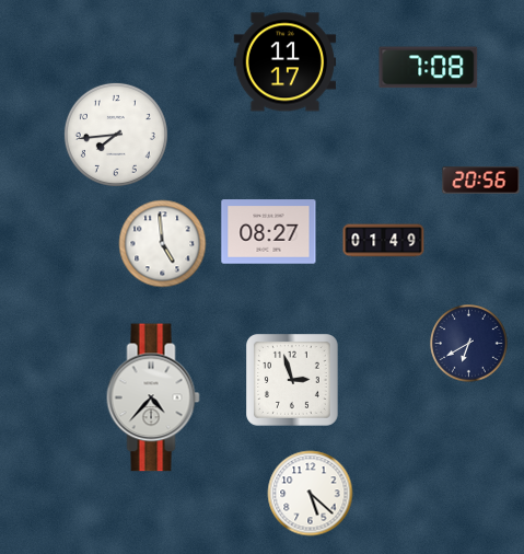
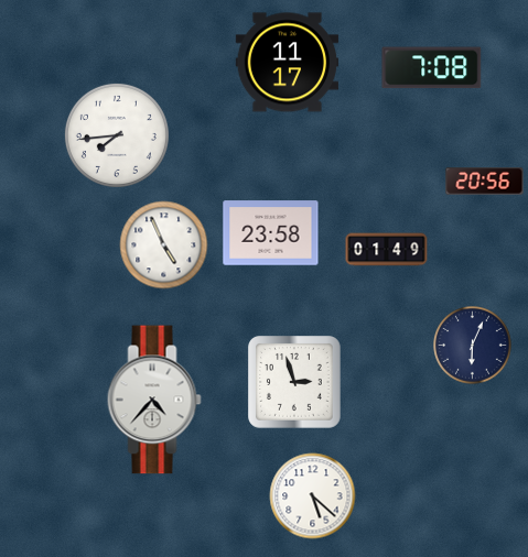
clock at (269, 232): 08:27 -> 23:58
clock at (384, 241) position: (384, 241) -> (387, 250)
clock at (163, 244): 4:59 -> 4:56
clock at (469, 344): 6:40 -> 6:04
